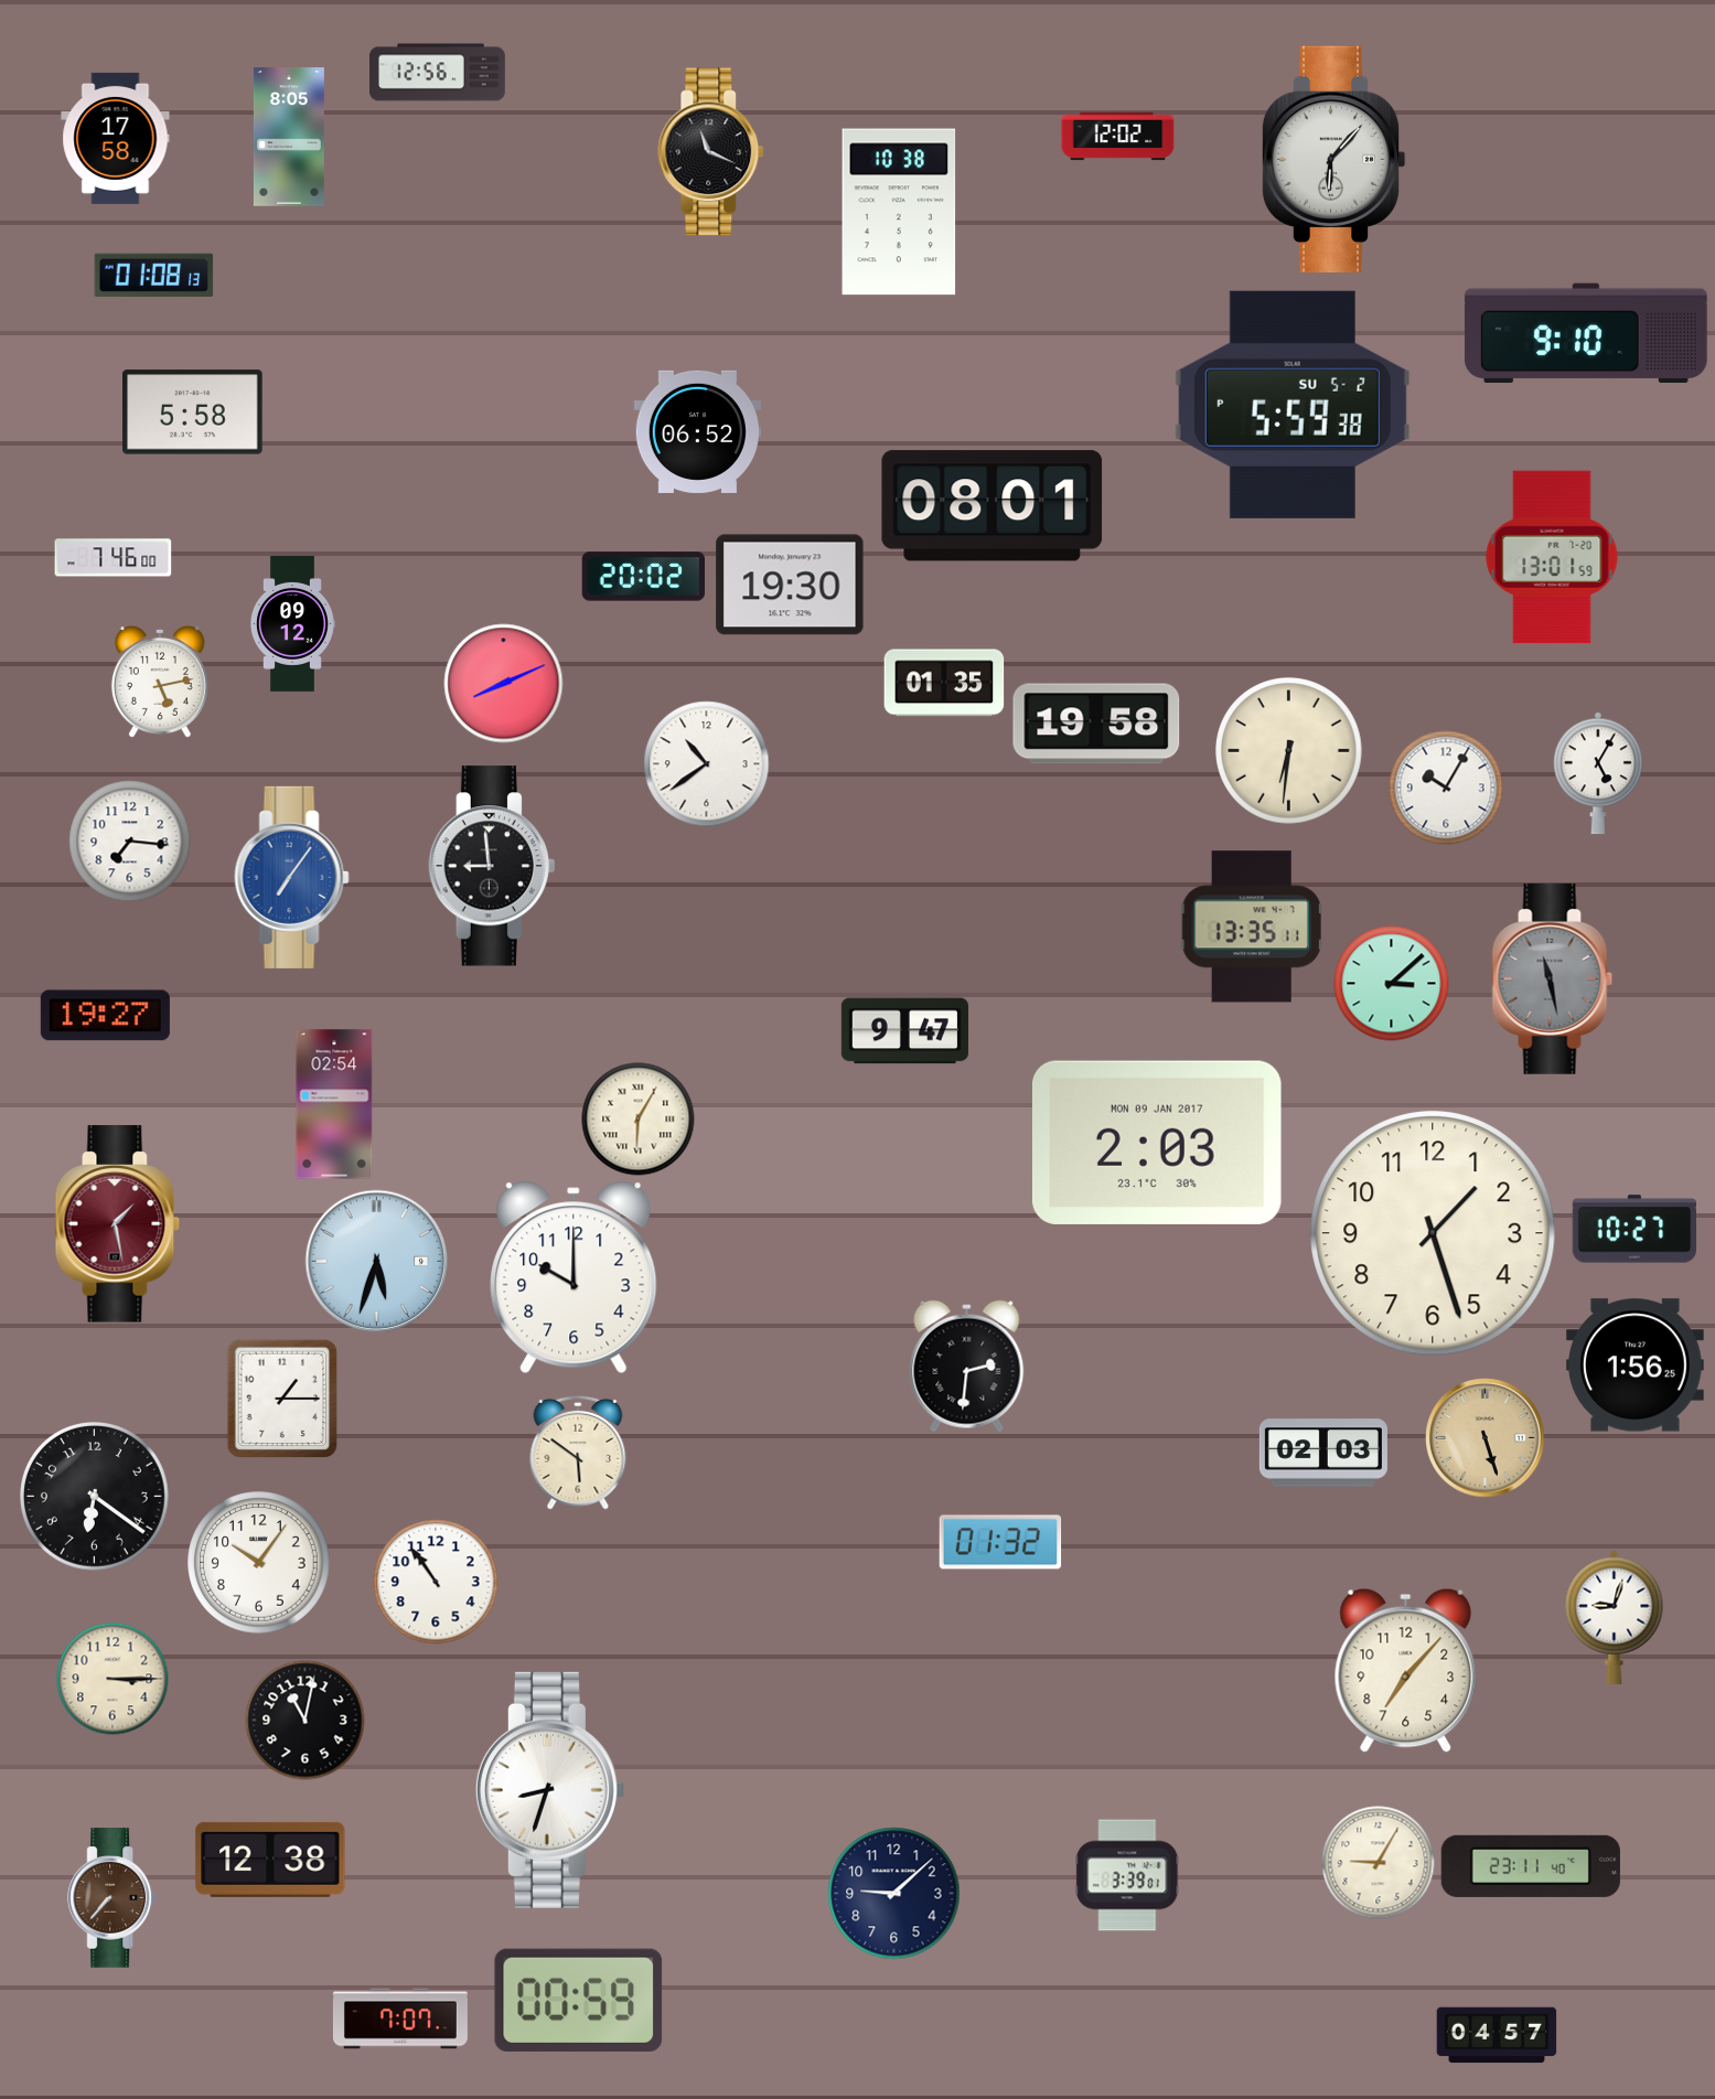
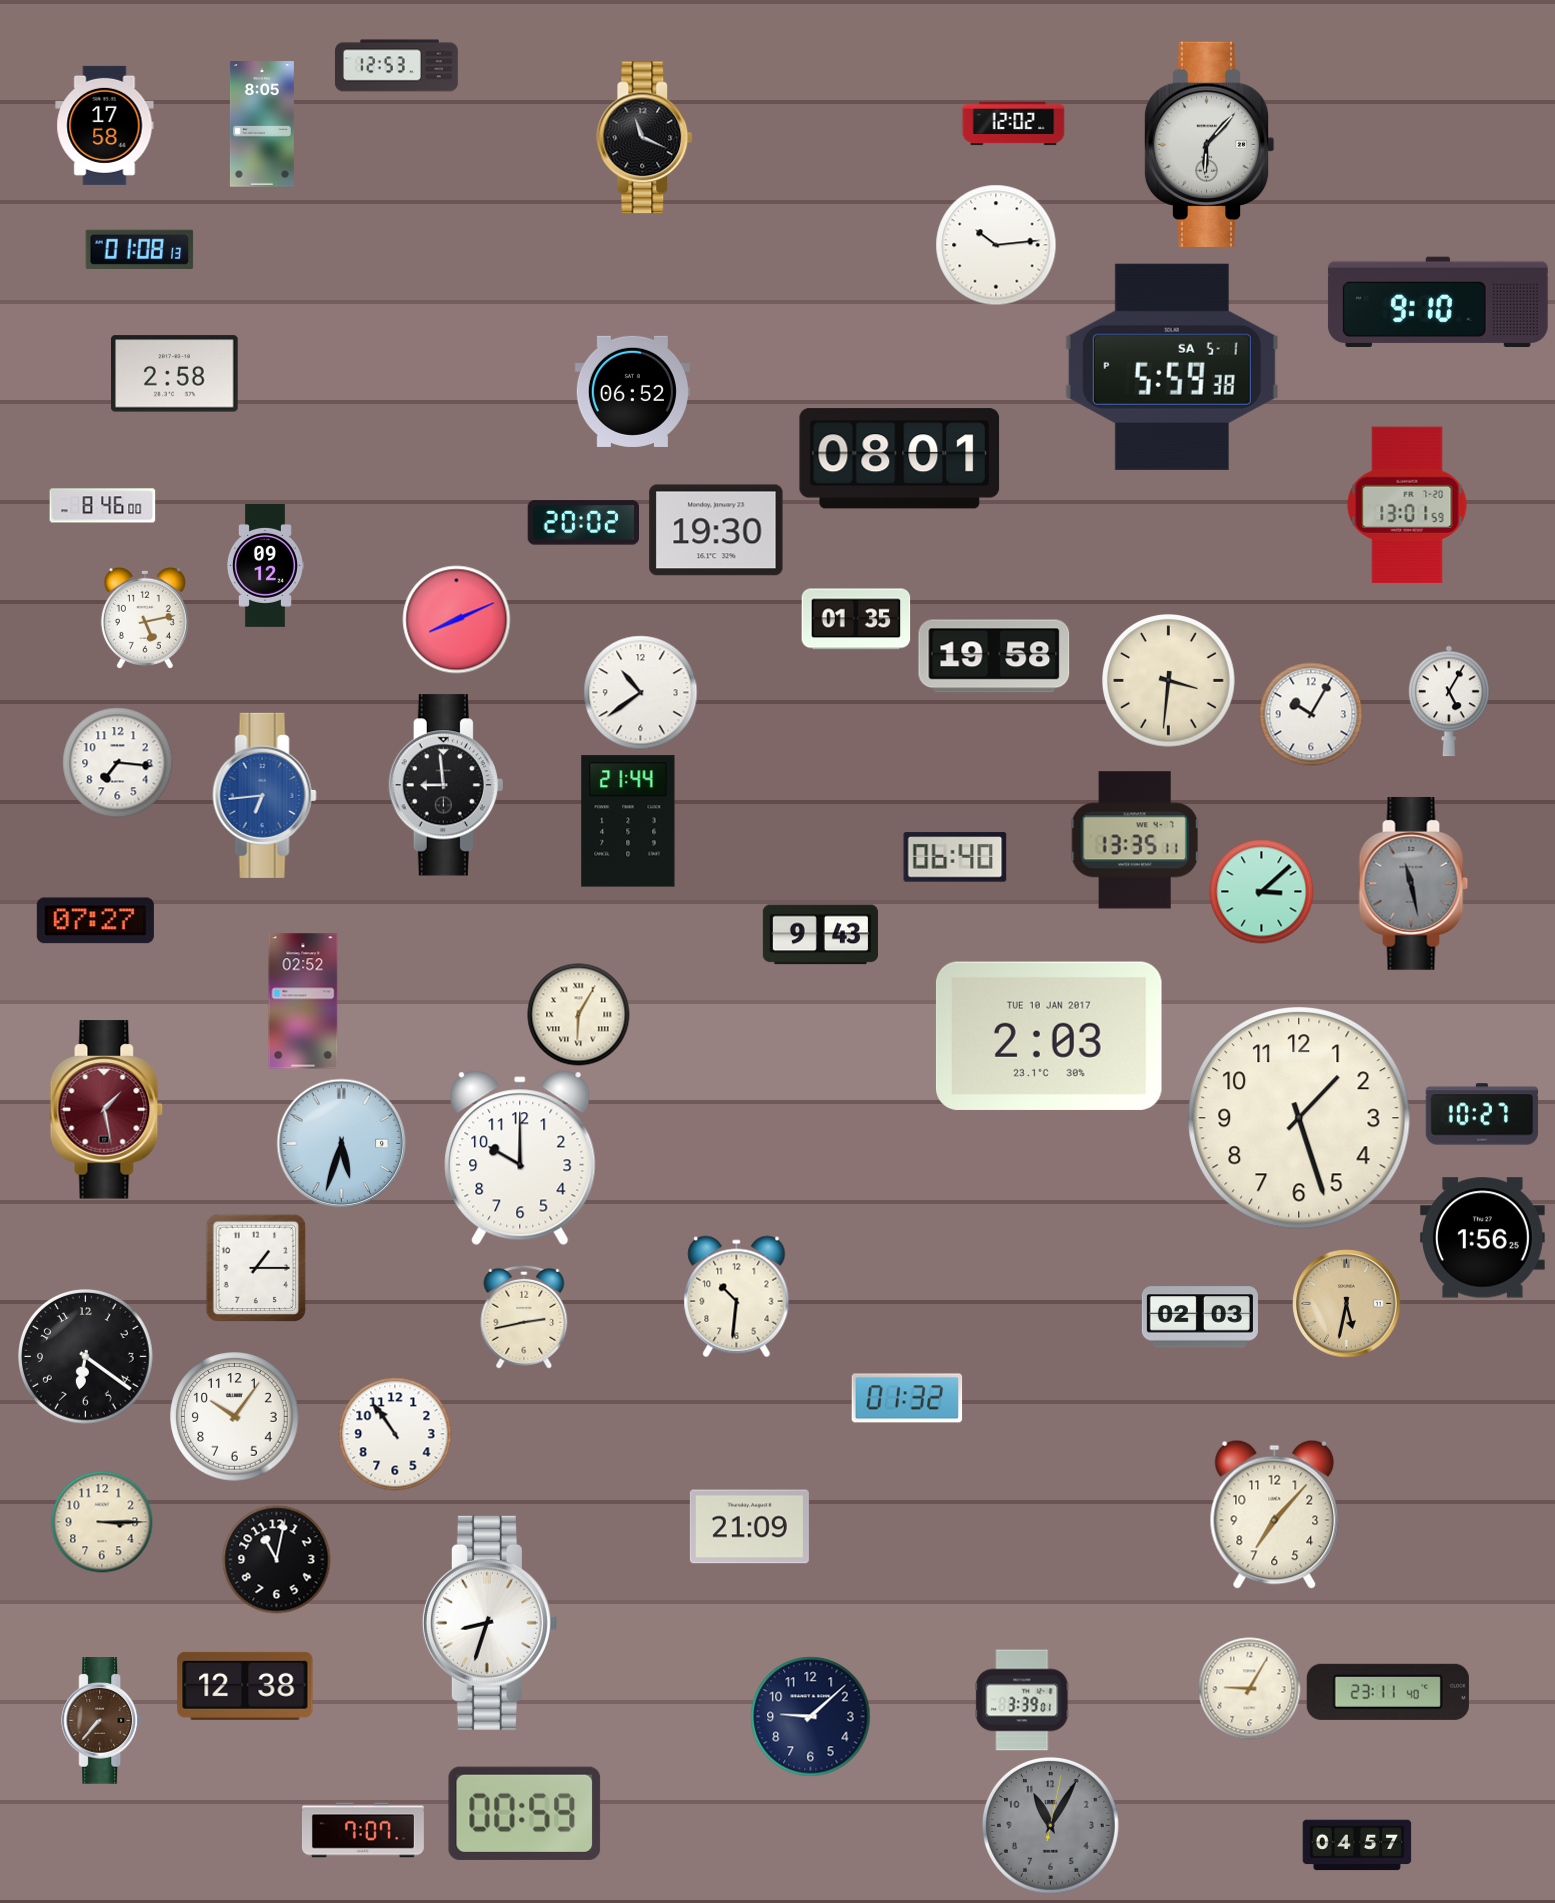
clock at (437, 73): 12:56 -> 12:53
clock at (899, 212): 10:38 -> none
clock at (996, 245): none -> 10:14
clock at (1293, 405) date: SU 5-2 -> SA 5-1
clock at (193, 413): 5:58 -> 2:58
clock at (114, 558): 7:46 -> 8:46
clock at (1289, 751): 6:31 -> 3:31
clock at (291, 877): 7:06 -> 6:44
clock at (628, 821): none -> 21:44
clock at (955, 857): none -> 06:40
clock at (1553, 978) position: (1553, 978) -> (1414, 883)
clock at (105, 1016): 19:27 -> 07:27
clock at (904, 1031): 9:47 -> 9:43
clock at (334, 1104): 02:54 -> 02:52
clock at (1157, 1143) date: MON 09 JAN 2017 -> TUE 10 JAN 2017
clock at (967, 1367): 2:31 -> none
clock at (737, 1297): none -> 10:31
clock at (1486, 1438): 5:27 -> 5:32
clock at (578, 1453): 5:51 -> 2:43
clock at (1615, 1617): 9:03 -> none
clock at (749, 1527): none -> 21:09
clock at (550, 1790) position: (550, 1790) -> (490, 1623)
clock at (1050, 1825): none -> 11:05
